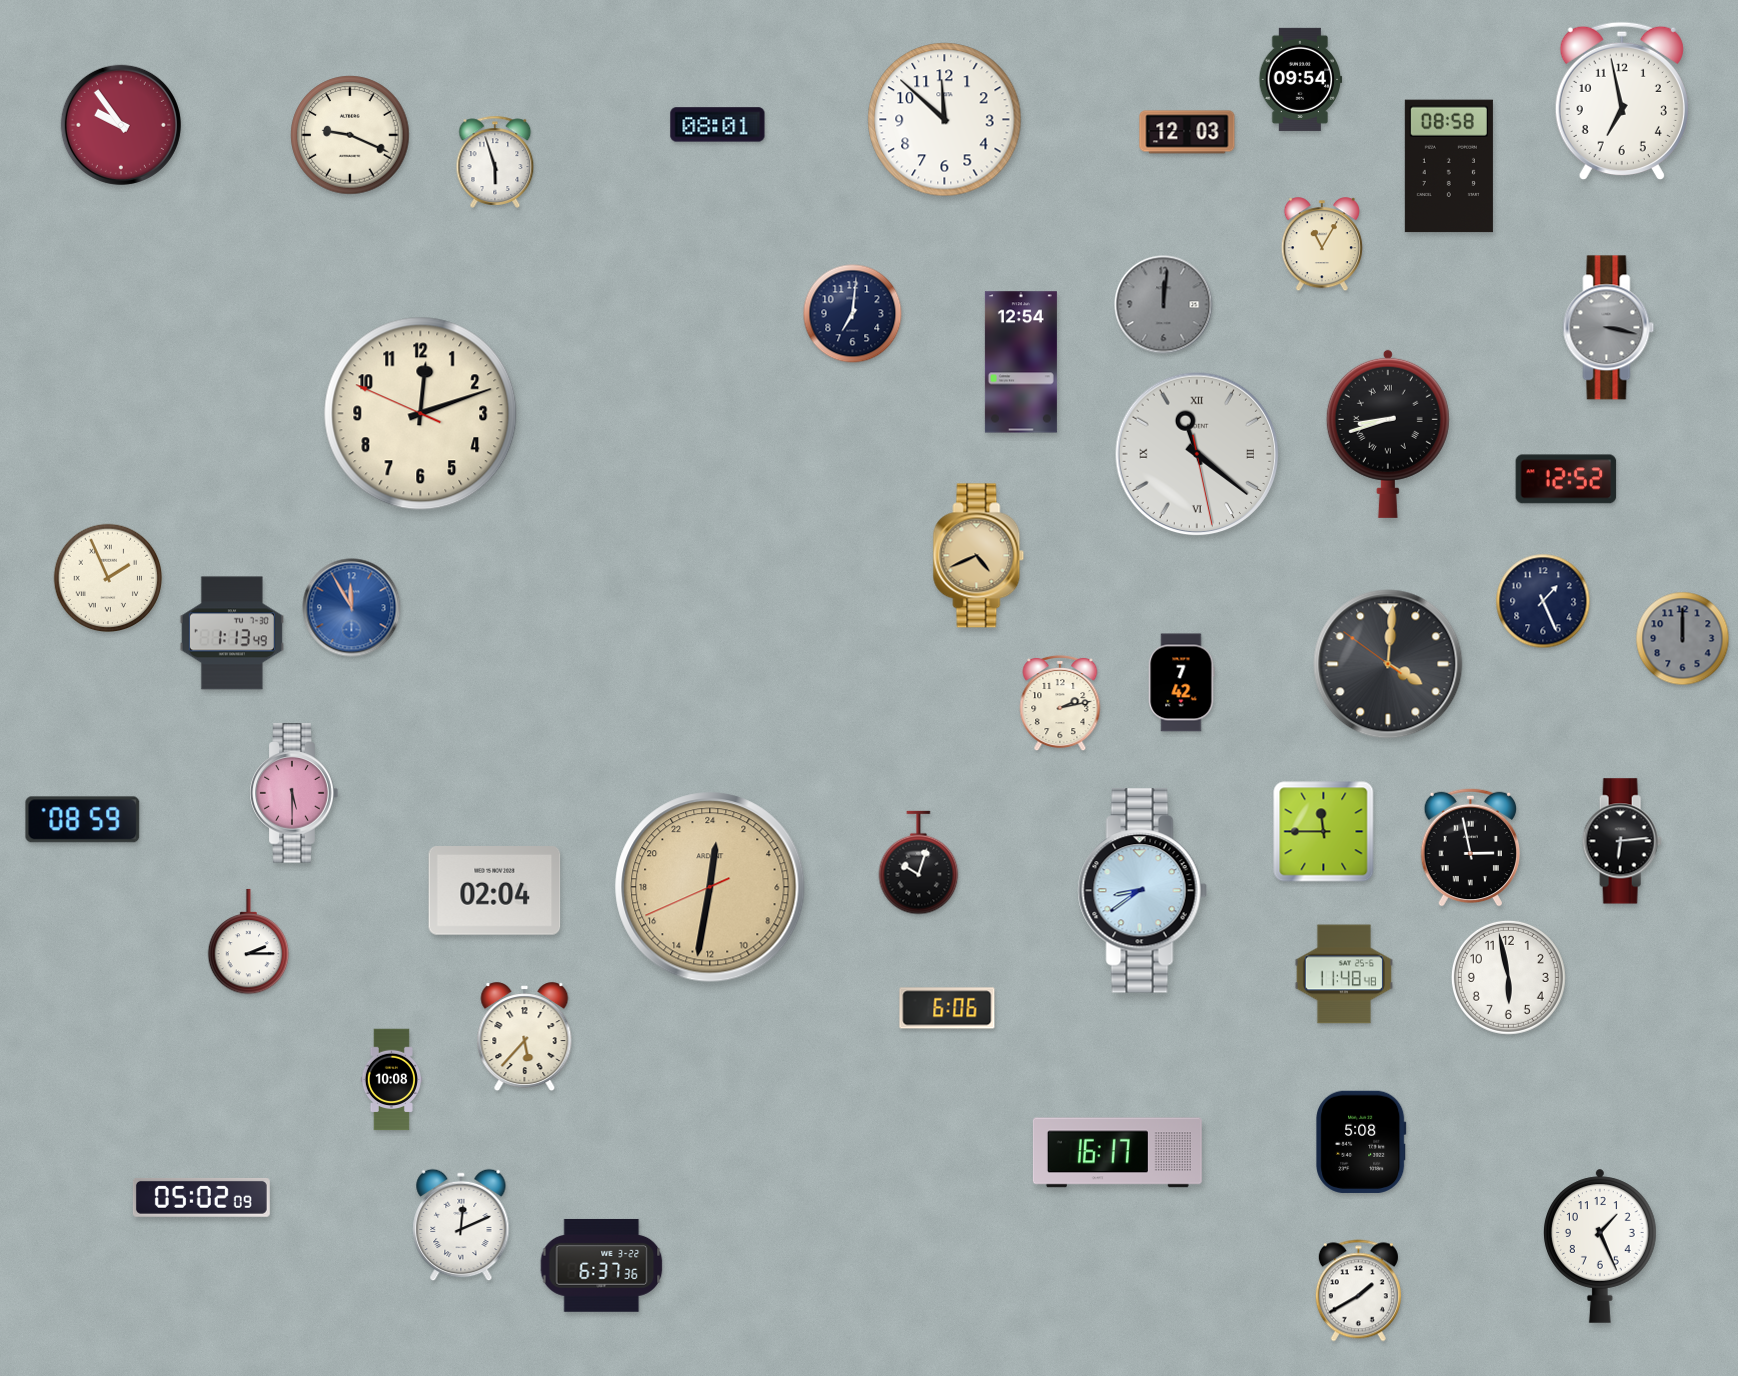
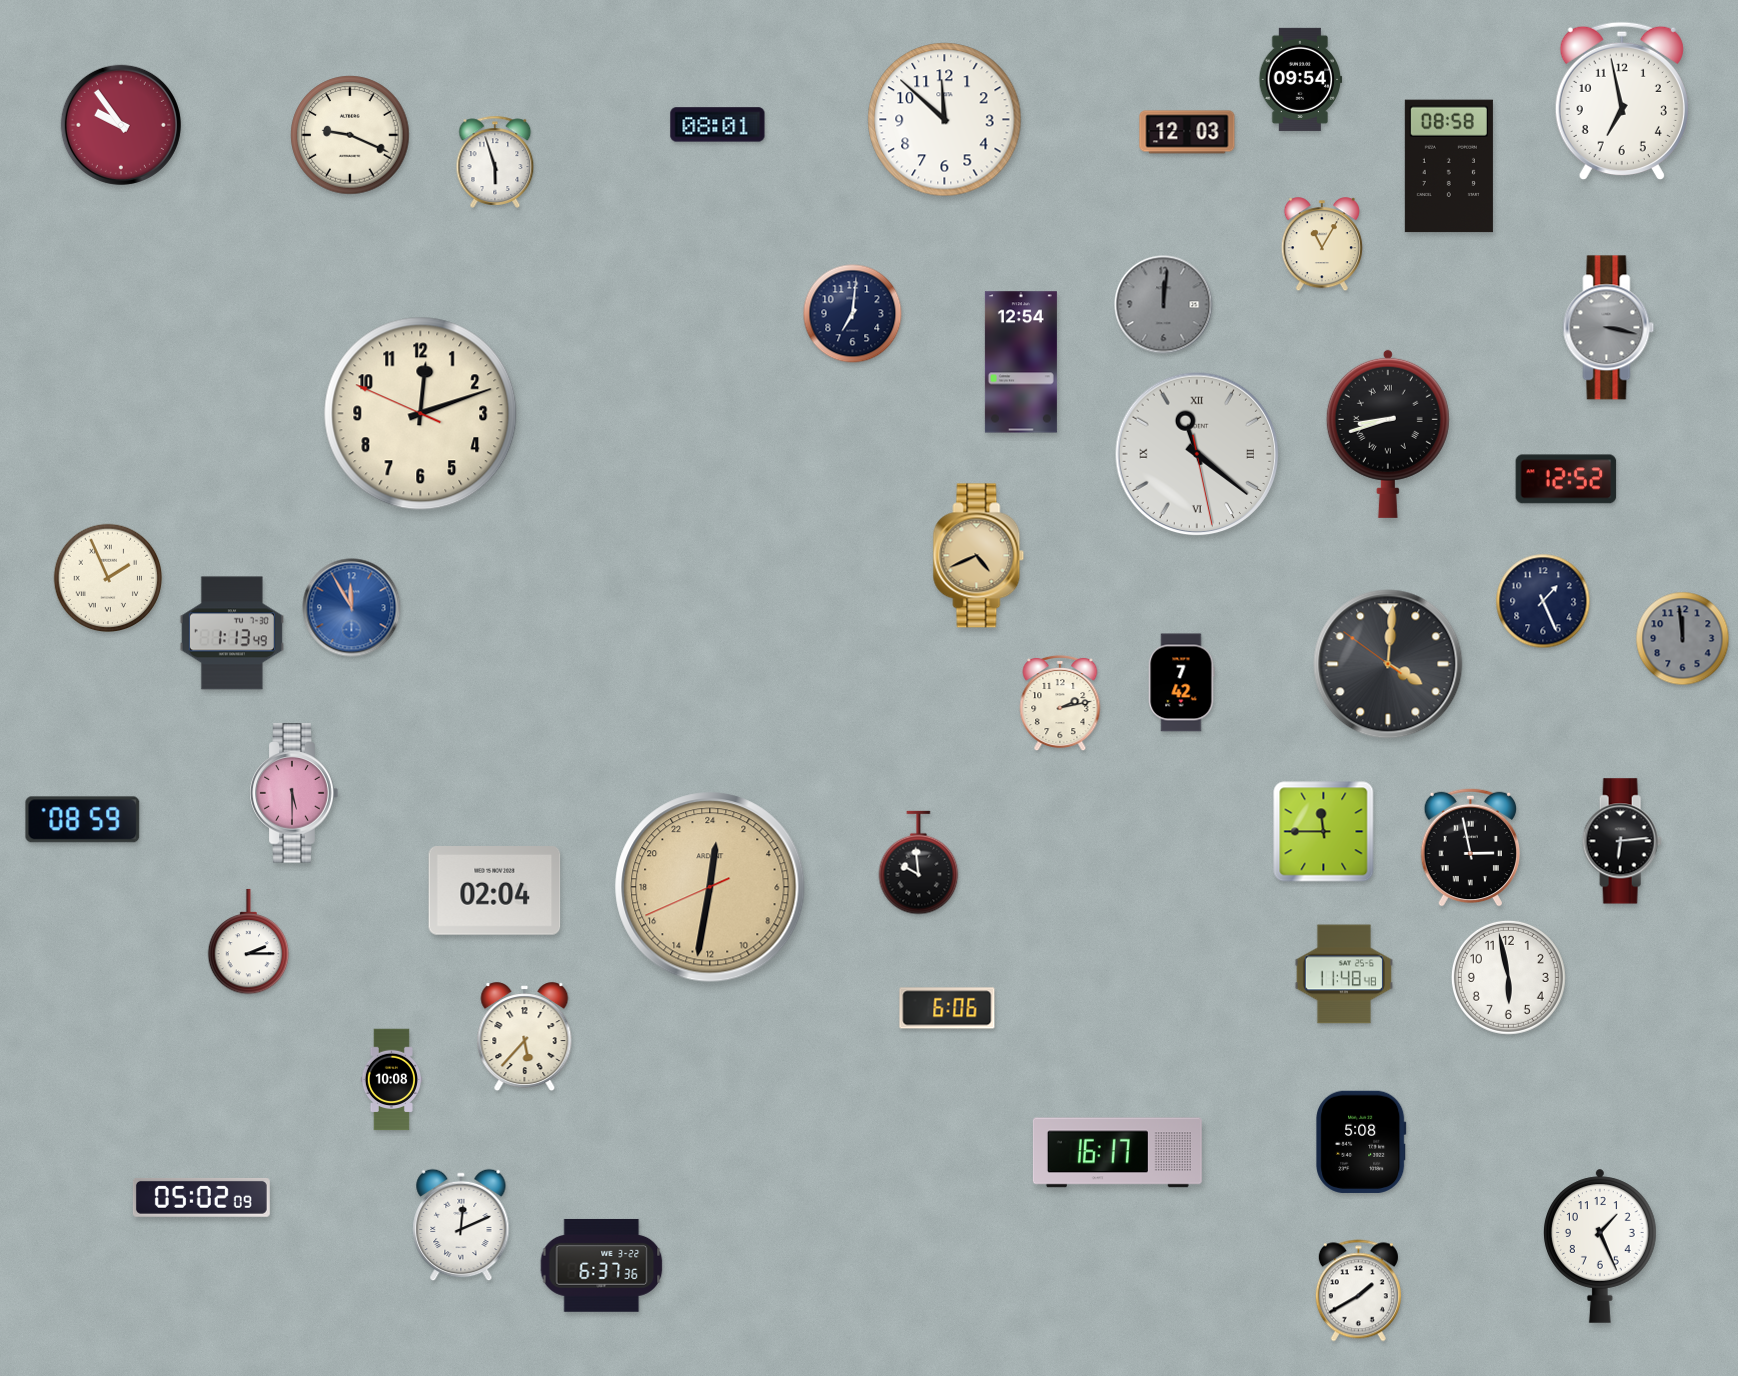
clock at (1683, 639): 12:00 -> 11:59
clock at (919, 863): 10:03 -> 9:59
clock at (1142, 891): 8:39 -> none
